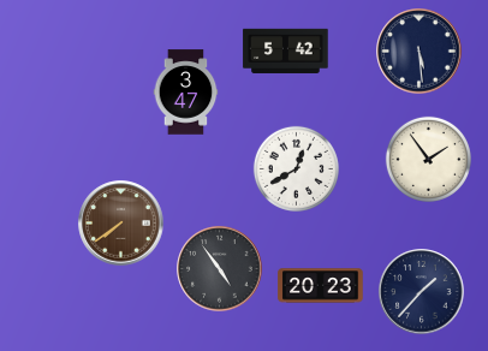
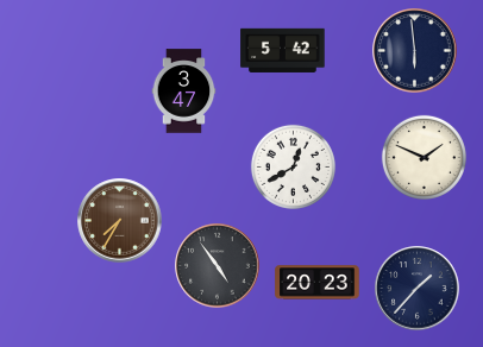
clock at (419, 52): 5:29 -> 5:59
clock at (428, 159): 1:54 -> 1:49
clock at (121, 224): 7:39 -> 7:35
